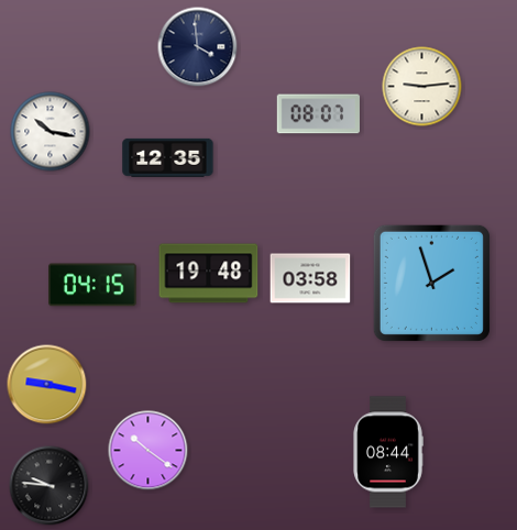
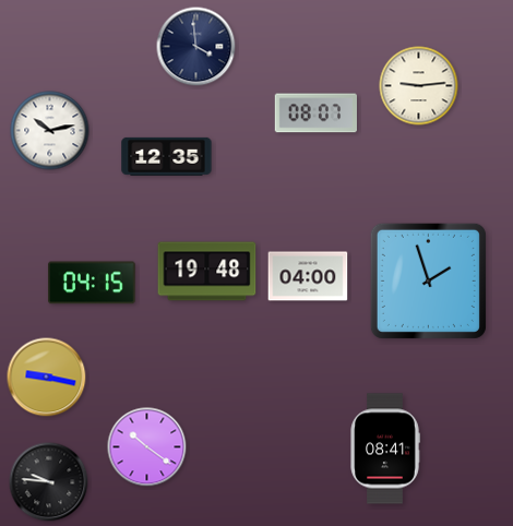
clock at (51, 132): 10:17 -> 10:13
clock at (310, 278): 03:58 -> 04:00
clock at (47, 385) position: (47, 385) -> (47, 378)
clock at (388, 452): 08:44 -> 08:41
